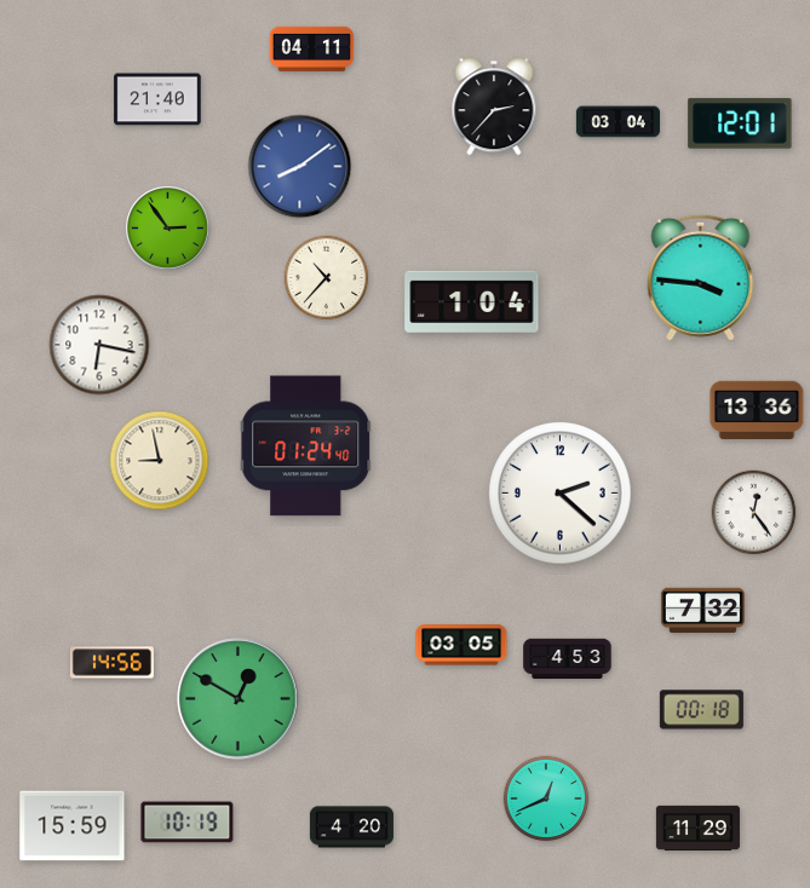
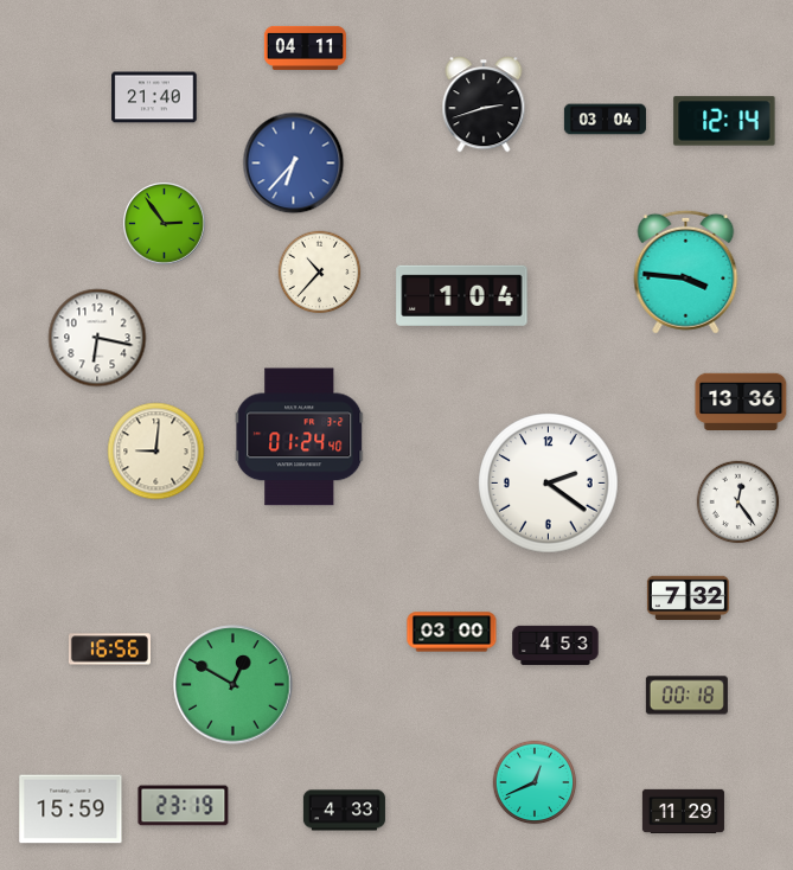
clock at (494, 106): 2:37 -> 2:42
clock at (740, 123): 12:01 -> 12:14
clock at (300, 167): 8:09 -> 6:37
clock at (160, 461): 8:58 -> 9:01
clock at (561, 494): 2:22 -> 2:21
clock at (461, 645): 03:05 -> 03:00
clock at (111, 663): 14:56 -> 16:56
clock at (188, 823): 10:19 -> 23:19
clock at (351, 828): 4:20 -> 4:33
